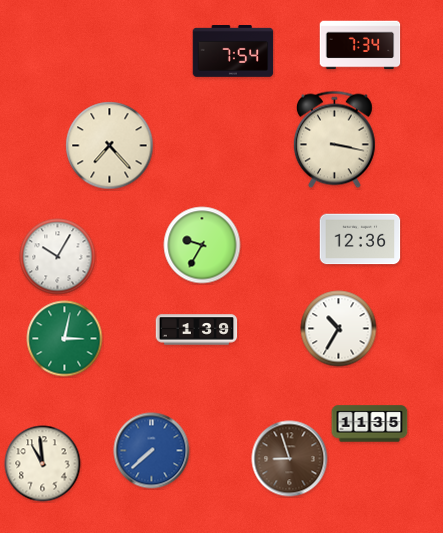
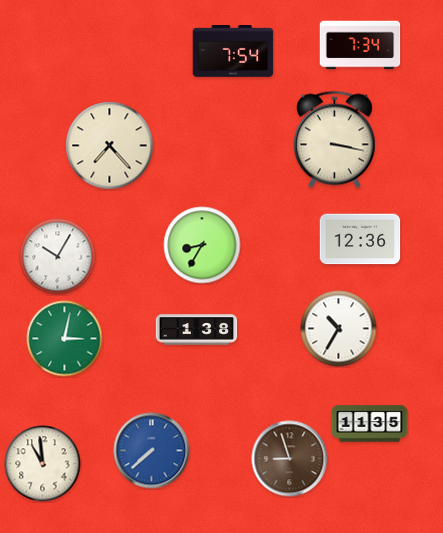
clock at (202, 245): 9:35 -> 8:35
clock at (197, 330): 1:39 -> 1:38
